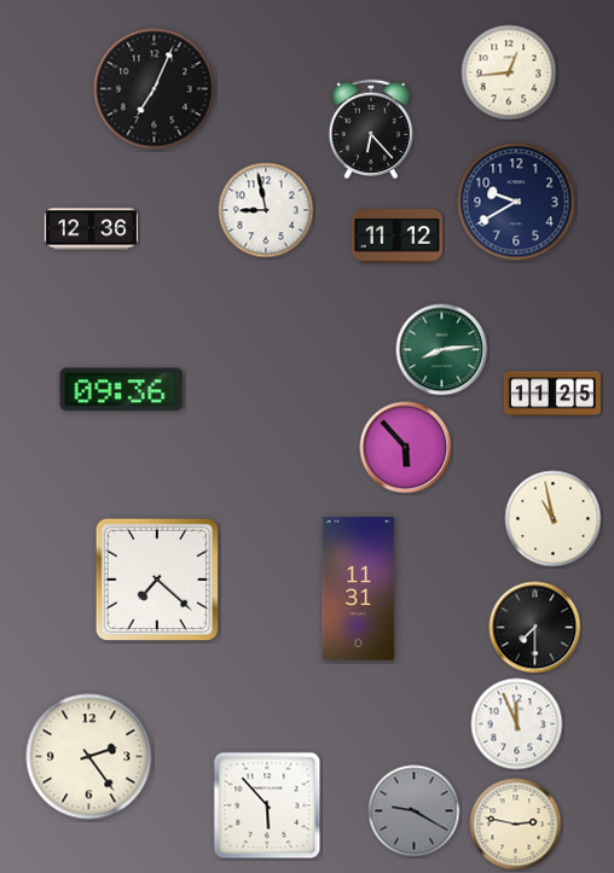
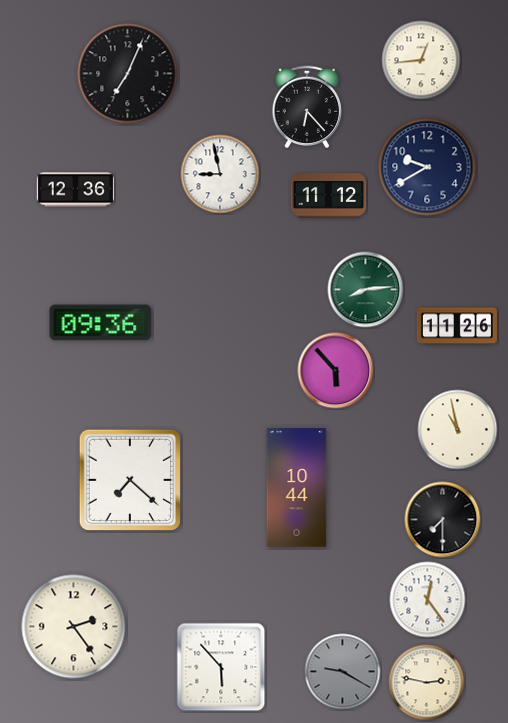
clock at (552, 394): 11:25 -> 11:26
clock at (359, 589): 11:31 -> 10:44
clock at (517, 724): 11:56 -> 12:24
